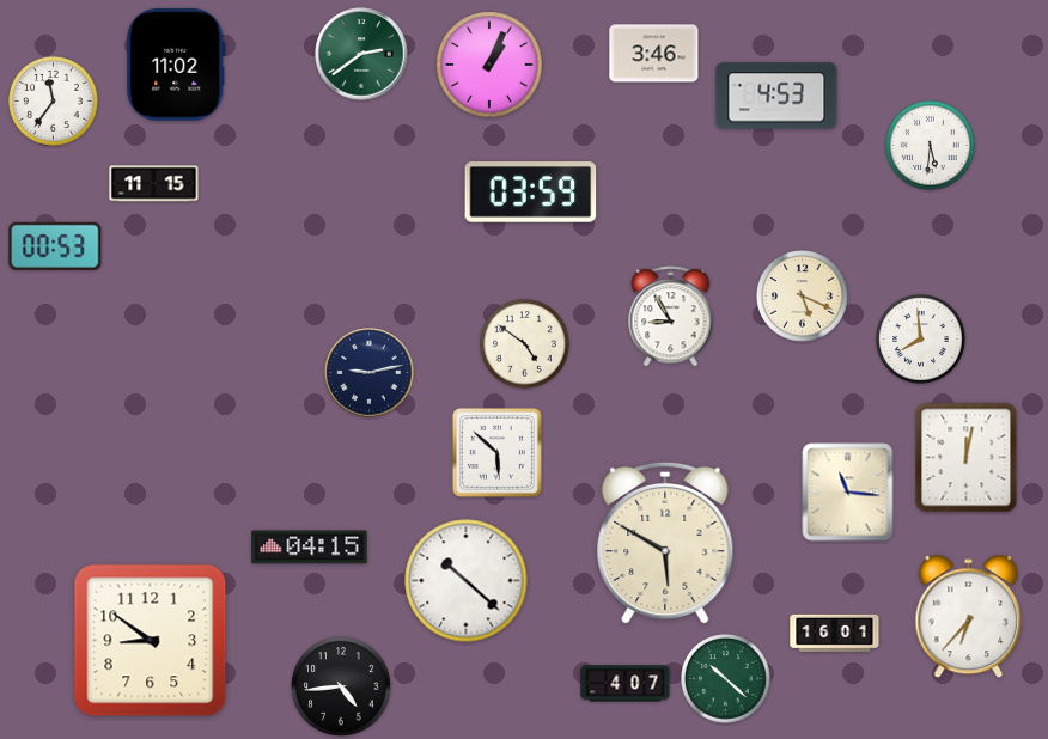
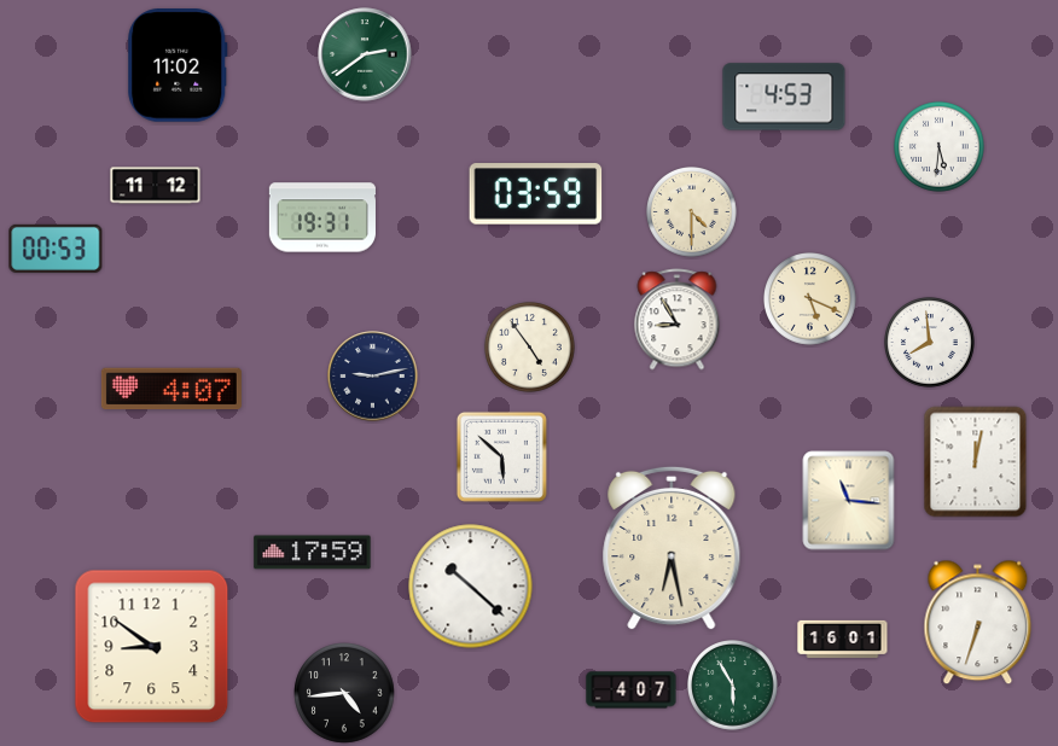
clock at (654, 54): 3:46 -> none
clock at (489, 65): 1:04 -> none
clock at (54, 102): 11:36 -> none
clock at (154, 184): 11:15 -> 11:12
clock at (692, 212): none -> 4:30
clock at (322, 217): none -> 19:31
clock at (525, 344): 4:51 -> 4:54
clock at (172, 389): none -> 4:07
clock at (848, 493) position: (848, 493) -> (849, 501)
clock at (665, 543): 5:50 -> 6:28
clock at (310, 548): 04:15 -> 17:59
clock at (969, 617): 6:37 -> 6:33
clock at (726, 679): 10:22 -> 5:55
